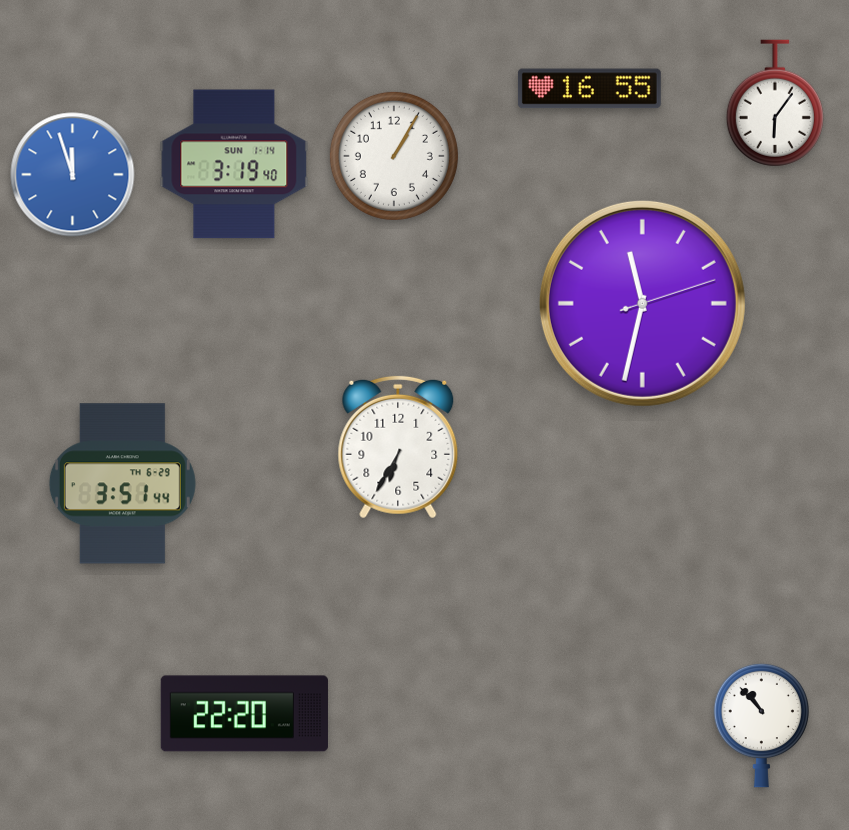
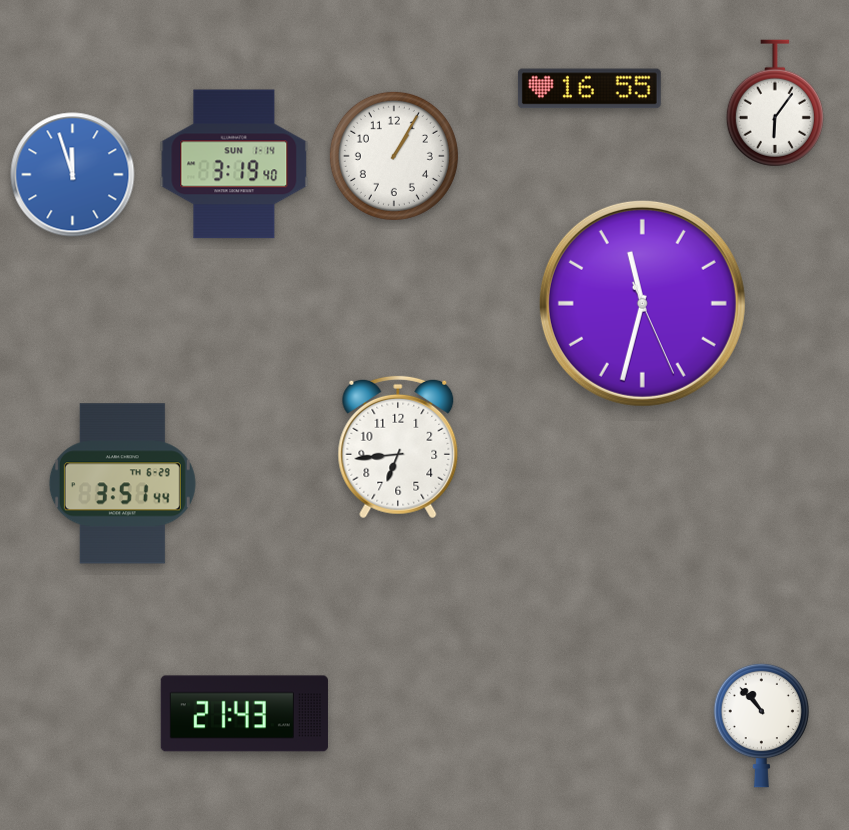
clock at (642, 303): 11:32:12 -> 11:32:26
clock at (398, 447): 6:35 -> 6:44
clock at (244, 714): 22:20 -> 21:43
